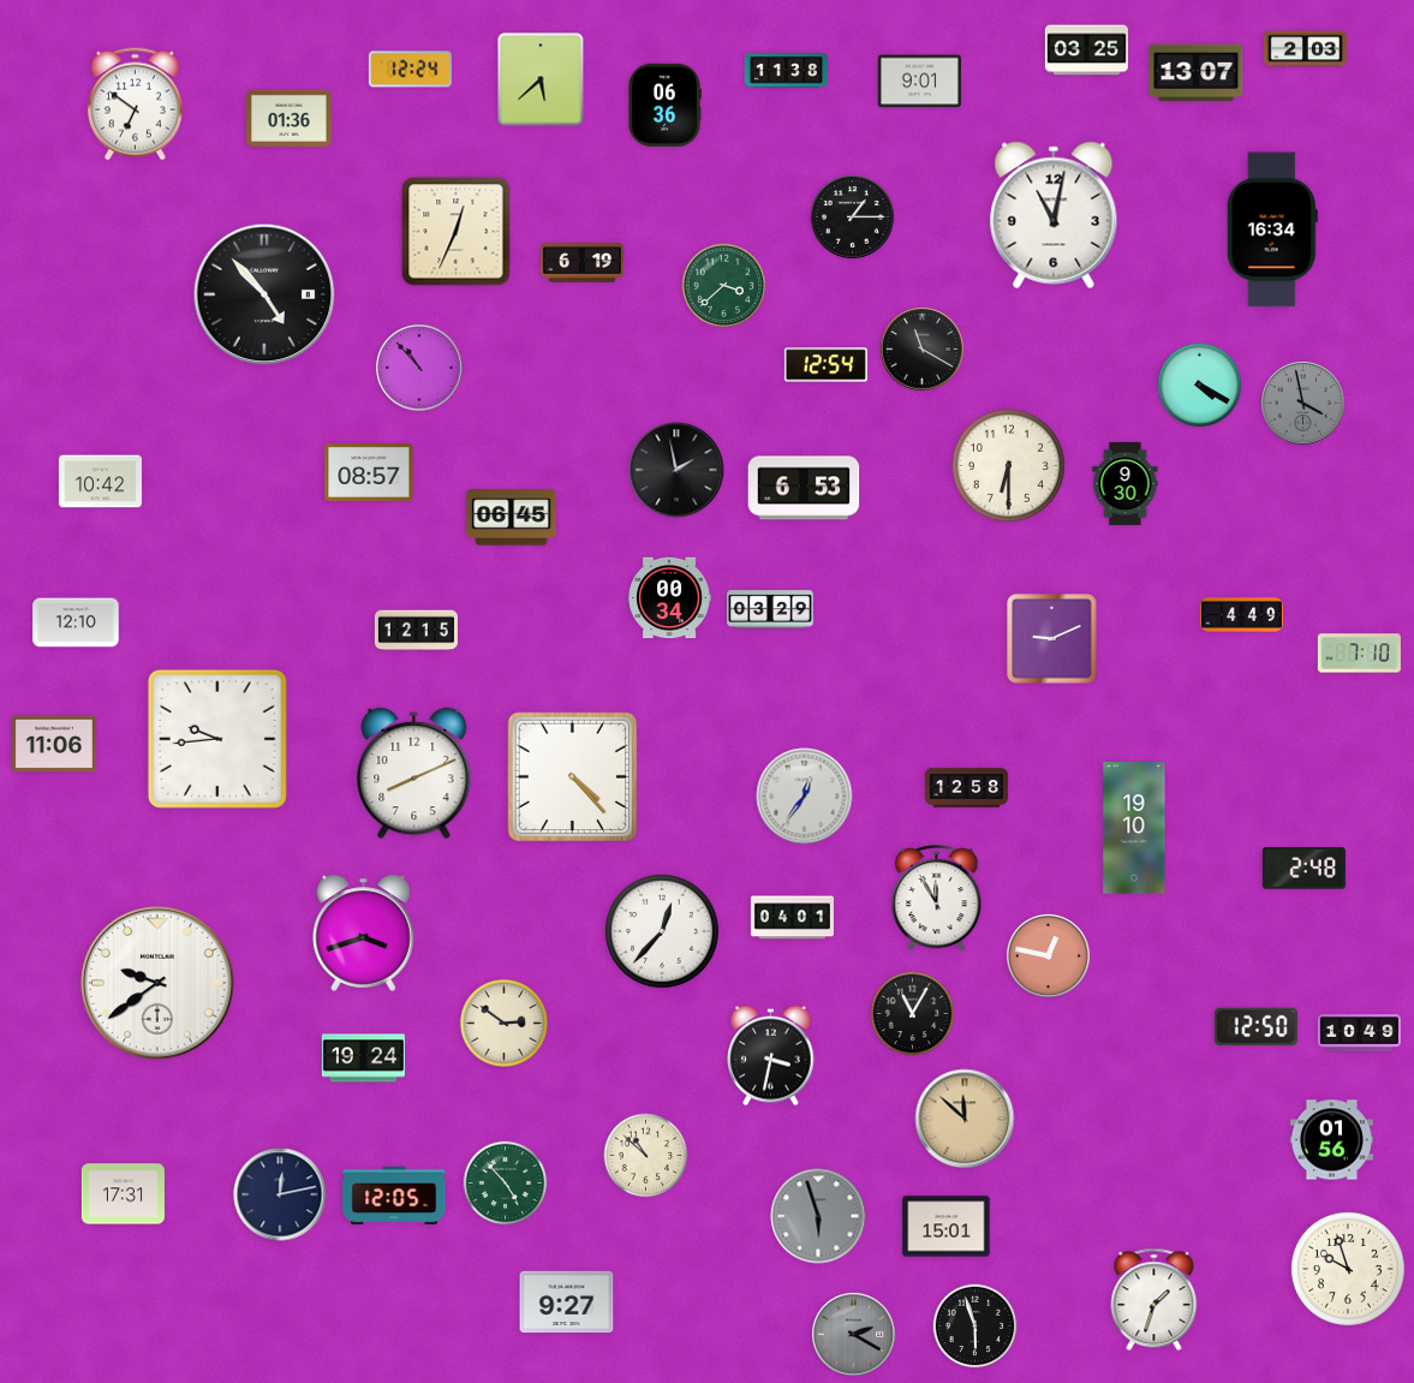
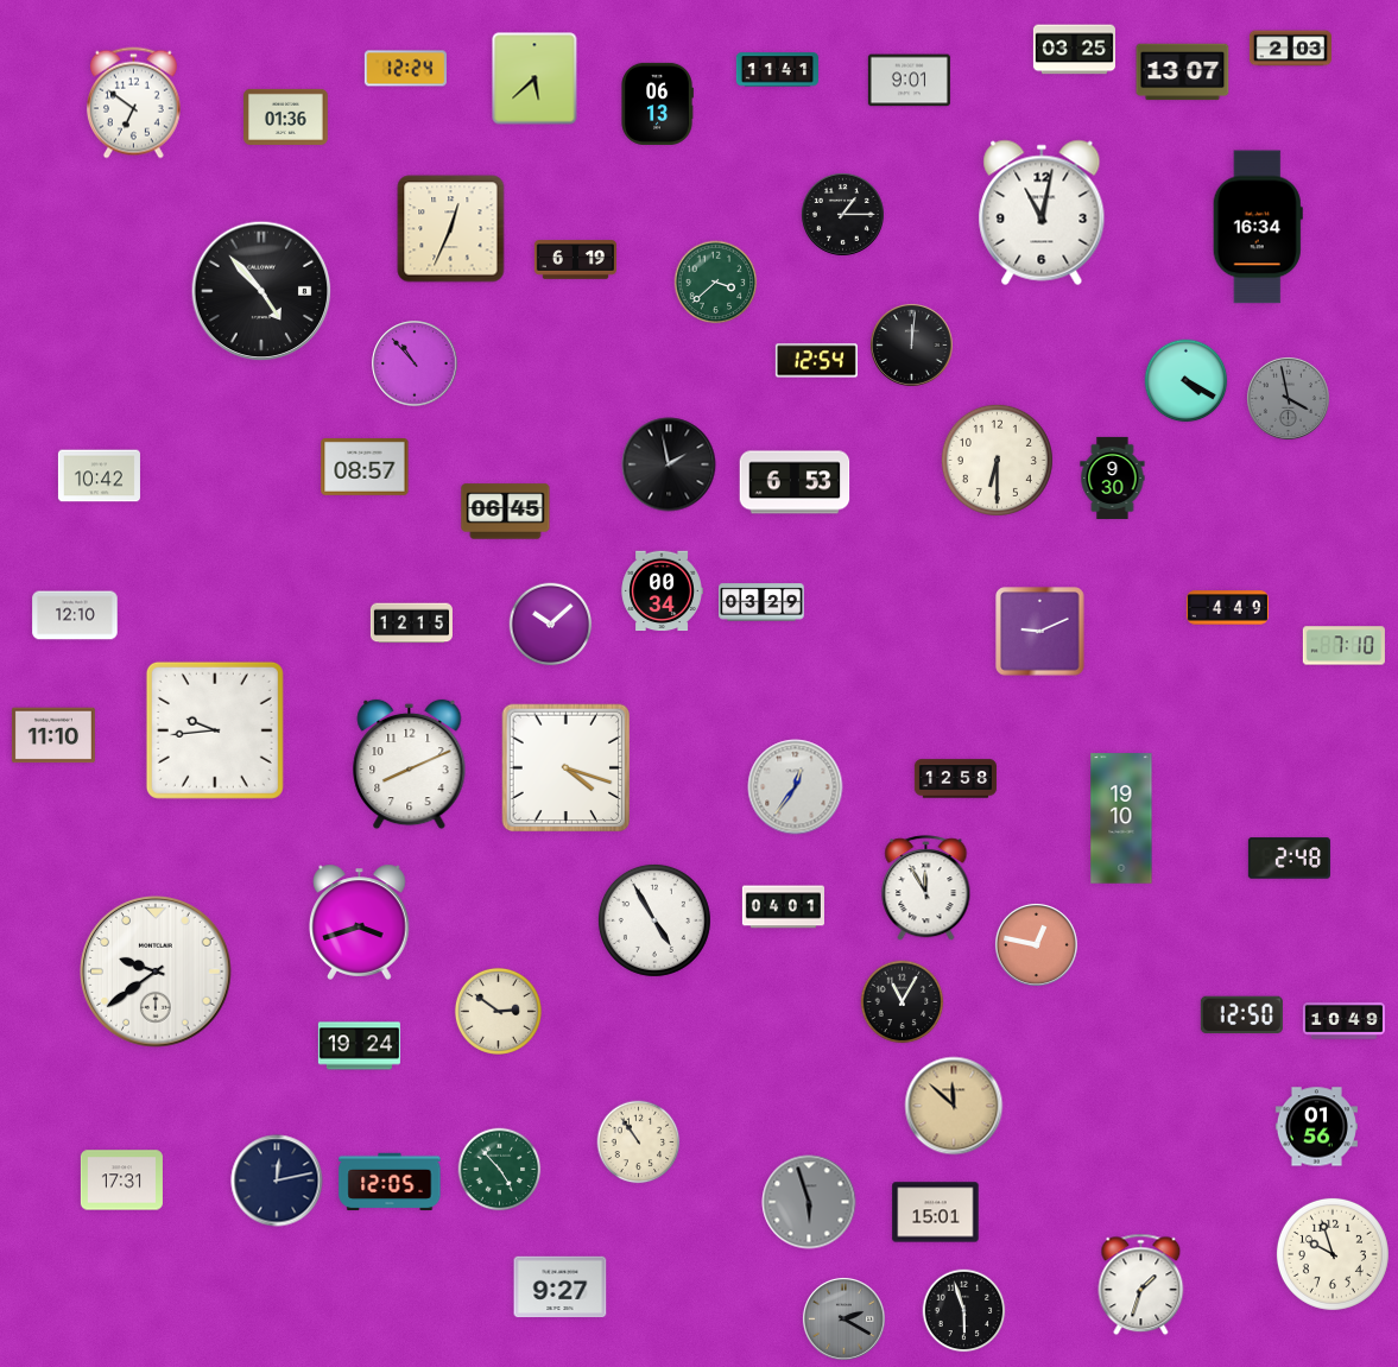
clock at (786, 71): 11:38 -> 11:41
clock at (664, 105): 06:36 -> 06:13
clock at (921, 348): 11:20 -> 12:01
clock at (551, 625): none -> 10:08
clock at (54, 744): 11:06 -> 11:10
clock at (573, 777): 4:23 -> 4:18
clock at (662, 931): 12:37 -> 4:55
clock at (771, 1056): 3:32 -> none
clock at (646, 1156): 10:52 -> 10:54
